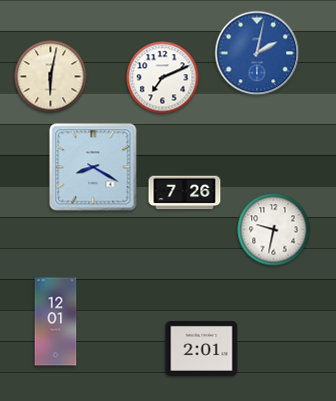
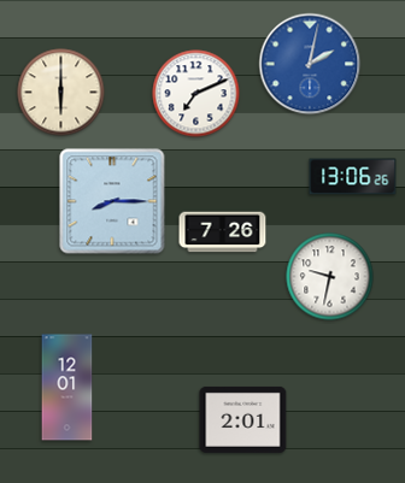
clock at (51, 77): 6:02 -> 6:00
clock at (353, 177): none -> 13:06
clock at (93, 167): 8:20 -> 8:15
